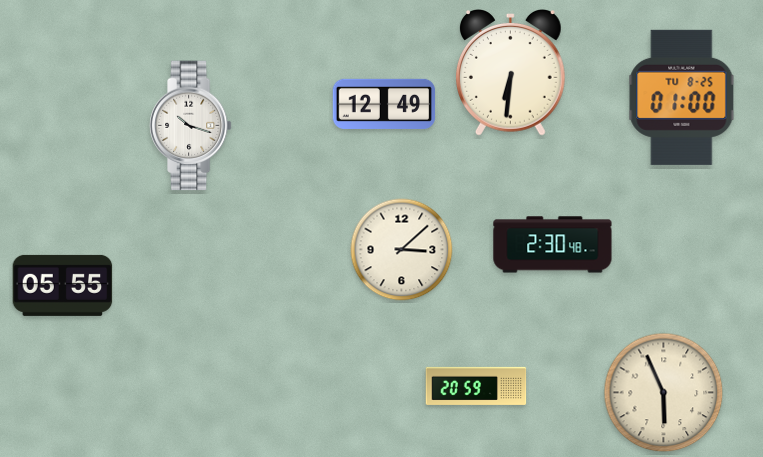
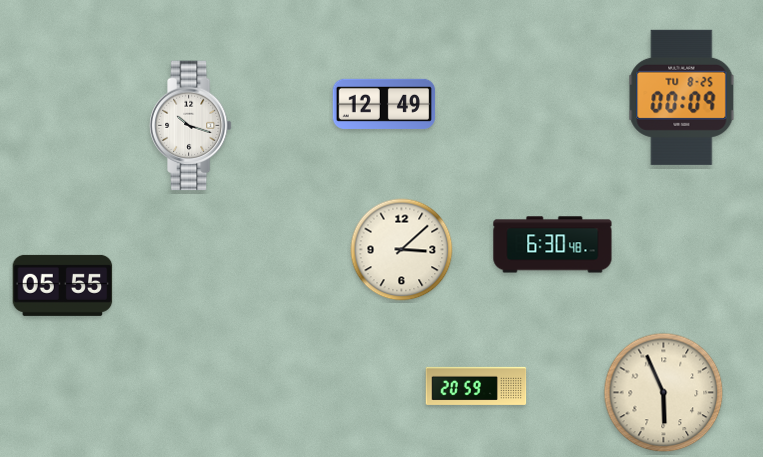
clock at (510, 73): 6:31 -> none
clock at (682, 97): 01:00 -> 00:09
clock at (553, 245): 2:30 -> 6:30
